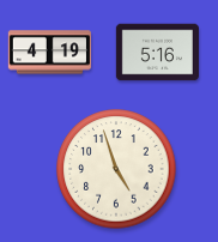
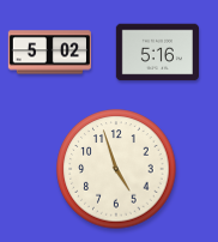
clock at (49, 53): 4:19 -> 5:02
